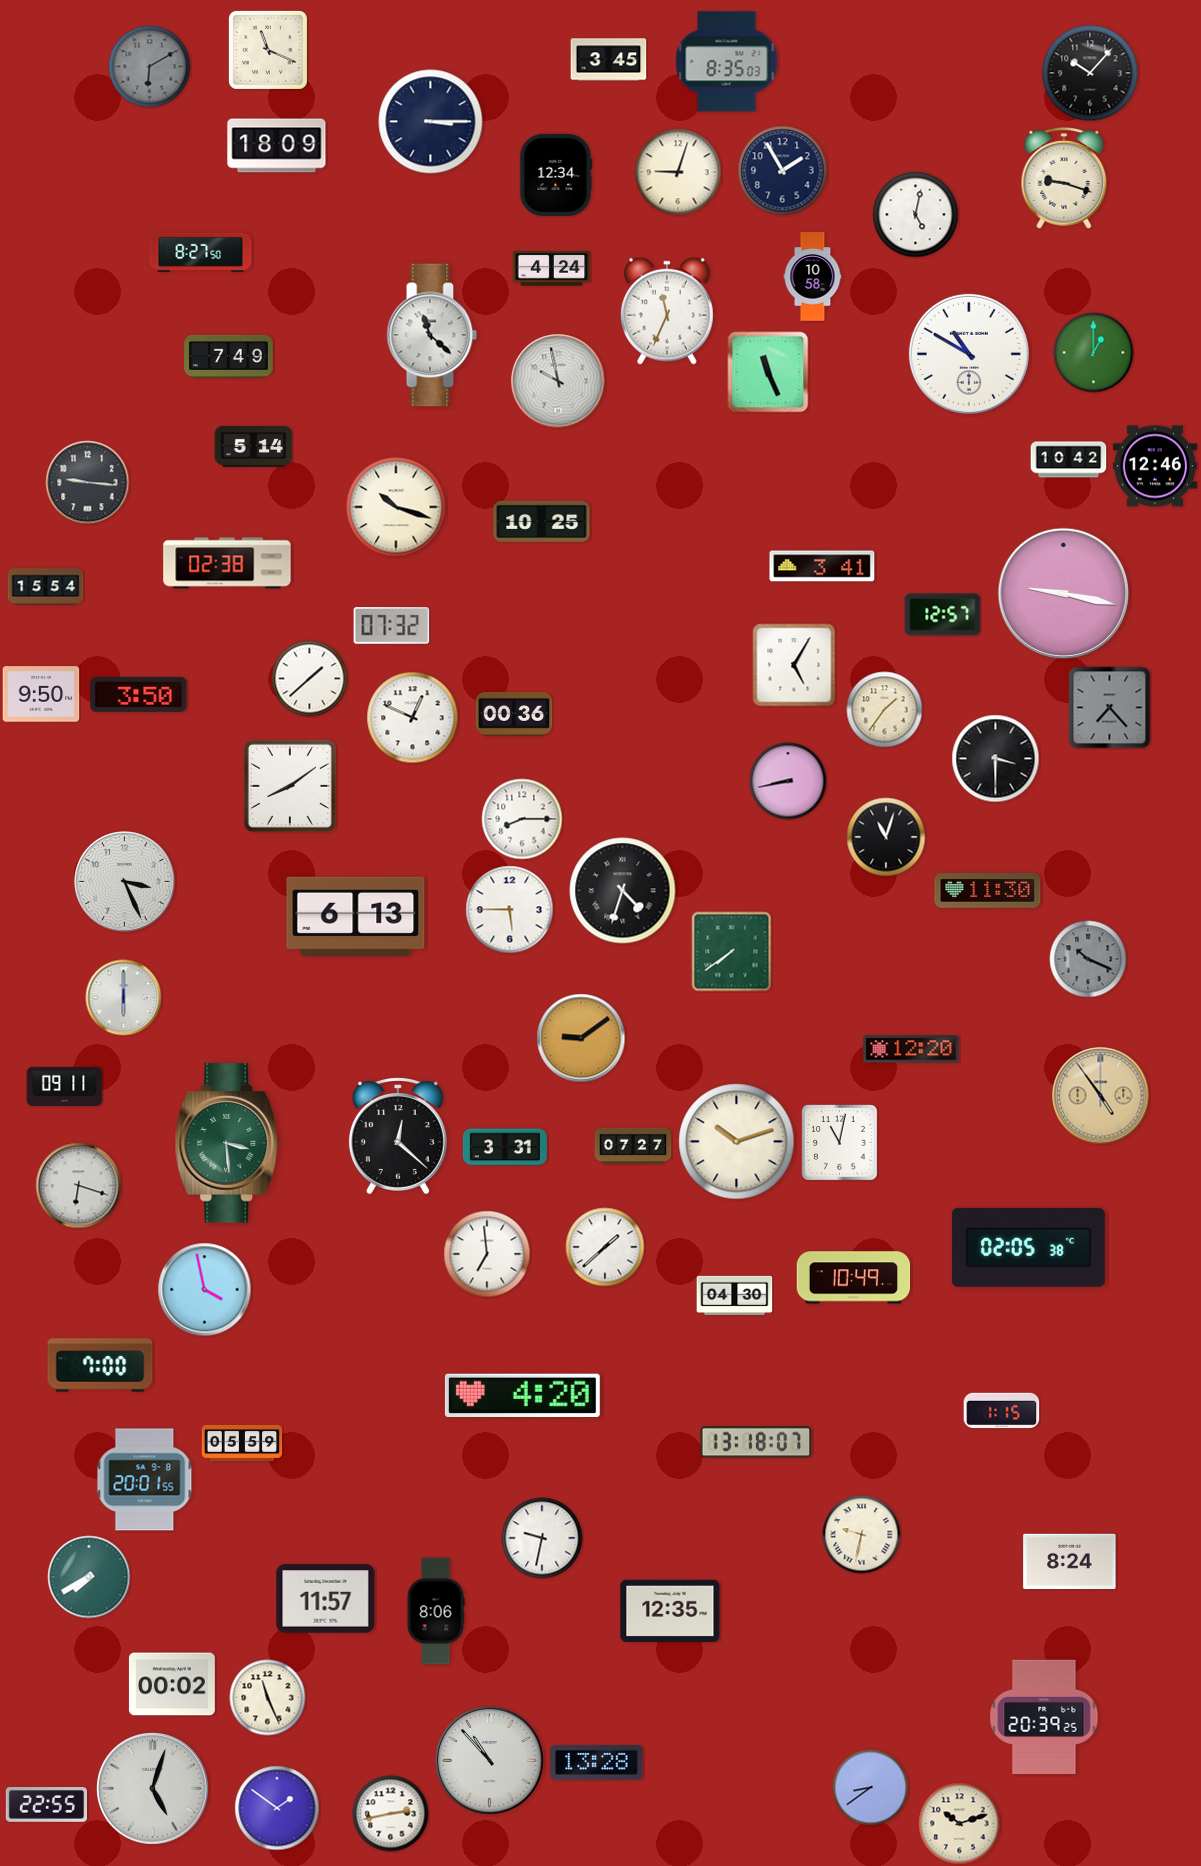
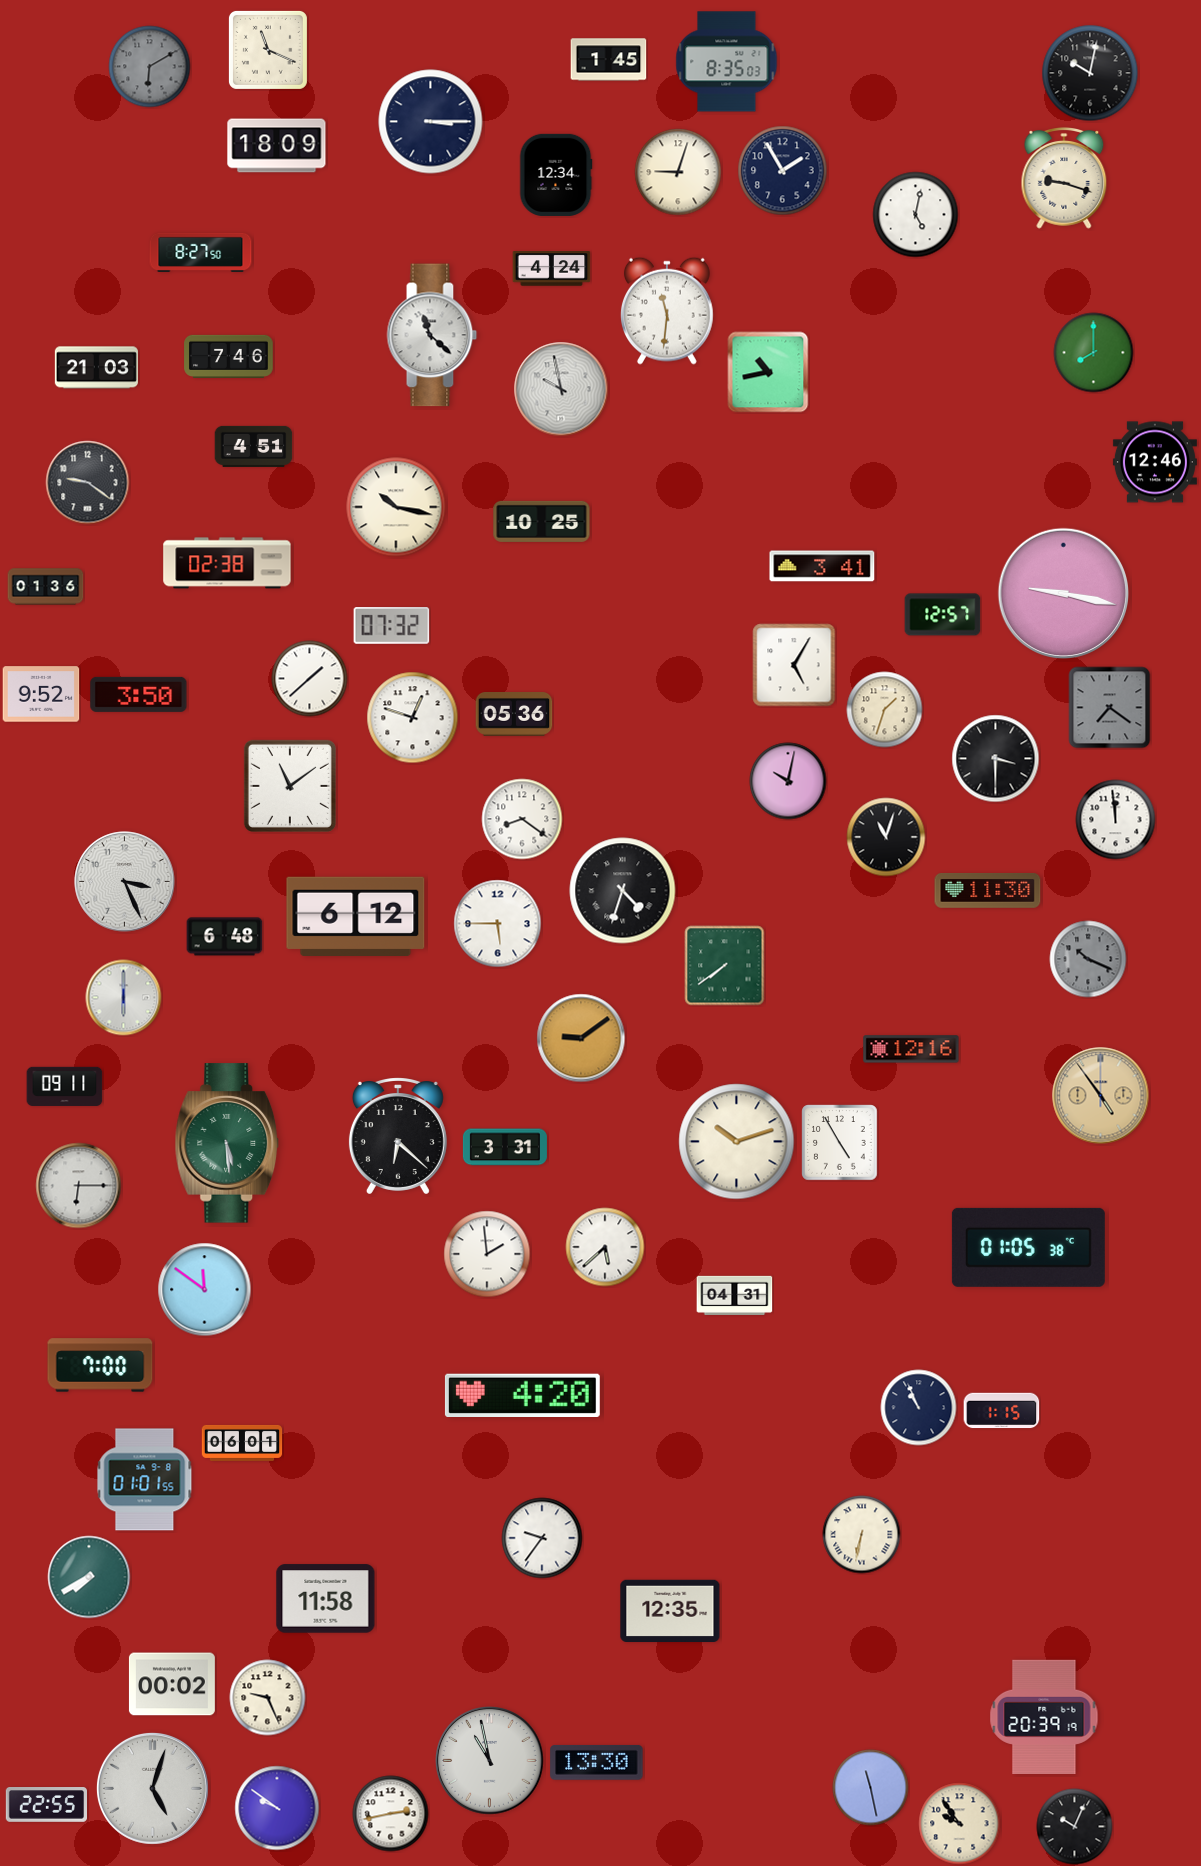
clock at (609, 60): 3:45 -> 1:45
clock at (1090, 73): 10:07 -> 10:02
clock at (813, 277): 10:58 -> none
clock at (667, 311): 11:34 -> 11:31
clock at (1094, 353): 1:00 -> 8:00
clock at (969, 354): 10:50 -> none
clock at (229, 356): 7:49 -> 7:46
clock at (96, 368): none -> 21:03
clock at (768, 372): 11:26 -> 10:43
clock at (558, 381) position: (558, 381) -> (561, 389)
clock at (254, 446): 5:14 -> 4:51
clock at (1069, 460): 10:42 -> none
clock at (1155, 466) position: (1155, 466) -> (1155, 462)
clock at (88, 483): 9:16 -> 9:21
clock at (396, 507): 10:18 -> 10:17
clock at (46, 587): 15:54 -> 01:36
clock at (41, 694): 9:50 -> 9:52
clock at (1110, 708): 7:23 -> 7:21
clock at (885, 710): 1:36 -> 1:33
clock at (514, 715): 00:36 -> 05:36
clock at (413, 718): 12:49 -> 12:48
clock at (788, 781): 8:43 -> 10:02
clock at (290, 786): 8:09 -> 11:09
clock at (522, 819): 8:15 -> 8:21
clock at (1116, 820): none -> 11:59
clock at (510, 910) position: (510, 910) -> (498, 924)
clock at (356, 916): 6:13 -> 6:12
clock at (225, 937): none -> 6:48
clock at (732, 952) position: (732, 952) -> (725, 966)
clock at (911, 1049): 12:20 -> 12:16
clock at (398, 1136): 12:22 -> 6:22
clock at (227, 1143): 3:29 -> 5:29
clock at (840, 1143): 11:02 -> 4:55
clock at (633, 1145): 07:27 -> none
clock at (79, 1186): 6:18 -> 6:15
clock at (605, 1247): 1:38 -> 5:38
clock at (1028, 1247): 02:05 -> 01:05
clock at (487, 1254): 6:59 -> 1:59
clock at (854, 1278): 10:49 -> none
clock at (205, 1290): 3:58 -> 11:51
clock at (735, 1295): 04:30 -> 04:31
clock at (919, 1408): none -> 10:56
clock at (756, 1442): 13:18 -> none
clock at (242, 1443): 05:59 -> 06:01
clock at (145, 1480): 20:01 -> 01:01
clock at (862, 1535): 9:32 -> 6:32
clock at (542, 1538): 9:32 -> 9:36
clock at (1070, 1561): 8:24 -> none
clock at (326, 1599): 11:57 -> 11:58
clock at (436, 1611): 8:06 -> none
clock at (268, 1698): 11:26 -> 9:26
clock at (1044, 1716): 20:39:25 -> 20:39:19
clock at (490, 1761): 10:53 -> 10:58
clock at (597, 1762): 13:28 -> 13:30
clock at (871, 1788): 8:39 -> 11:28
clock at (277, 1808): 1:51 -> 9:51
clock at (960, 1824): 10:12 -> 9:54
clock at (1075, 1827): none -> 10:04
